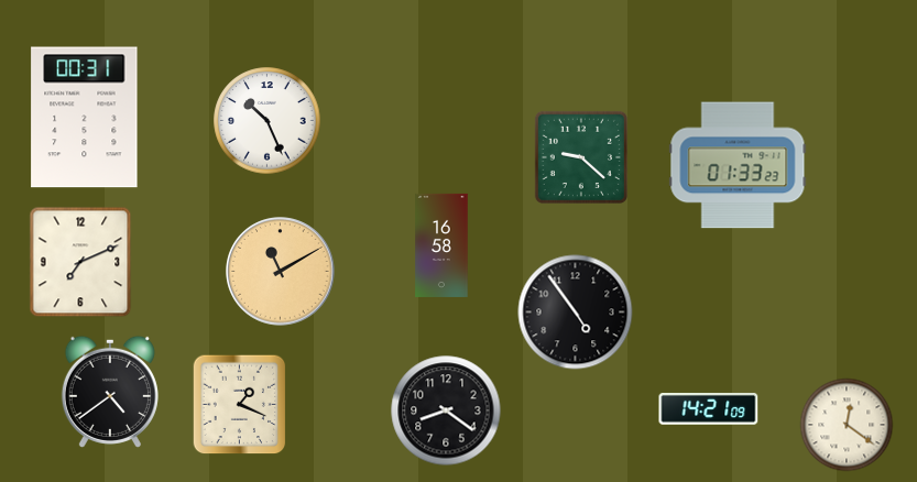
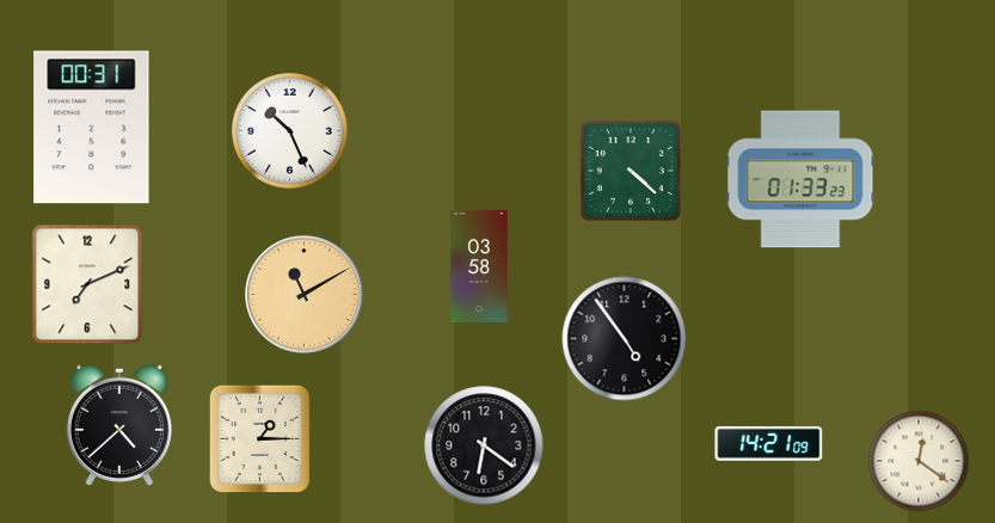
clock at (581, 157): 9:22 -> 4:22
clock at (441, 245): 16:58 -> 03:58
clock at (110, 392): 4:39 -> 4:38
clock at (240, 405): 1:19 -> 1:15
clock at (446, 410): 8:21 -> 6:21
